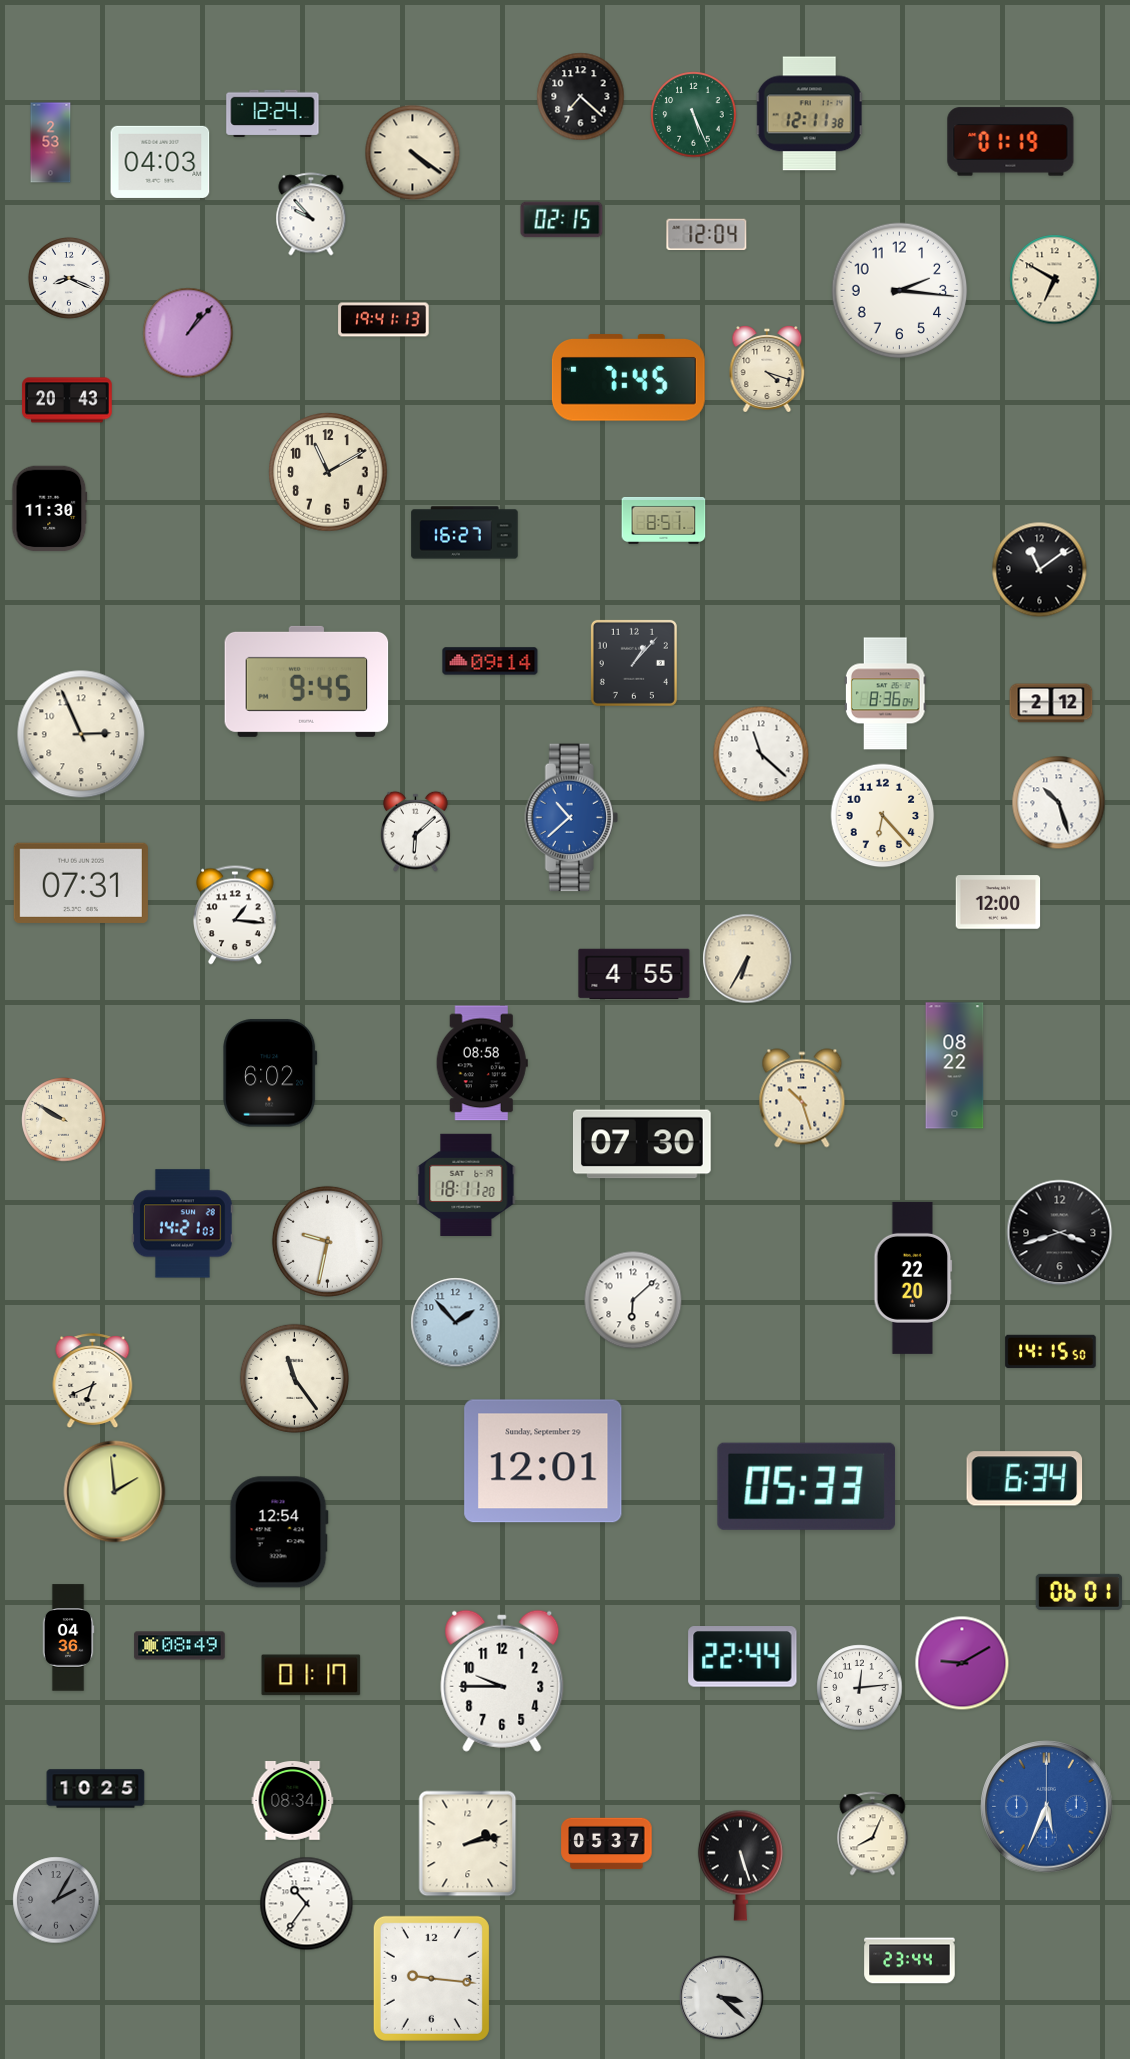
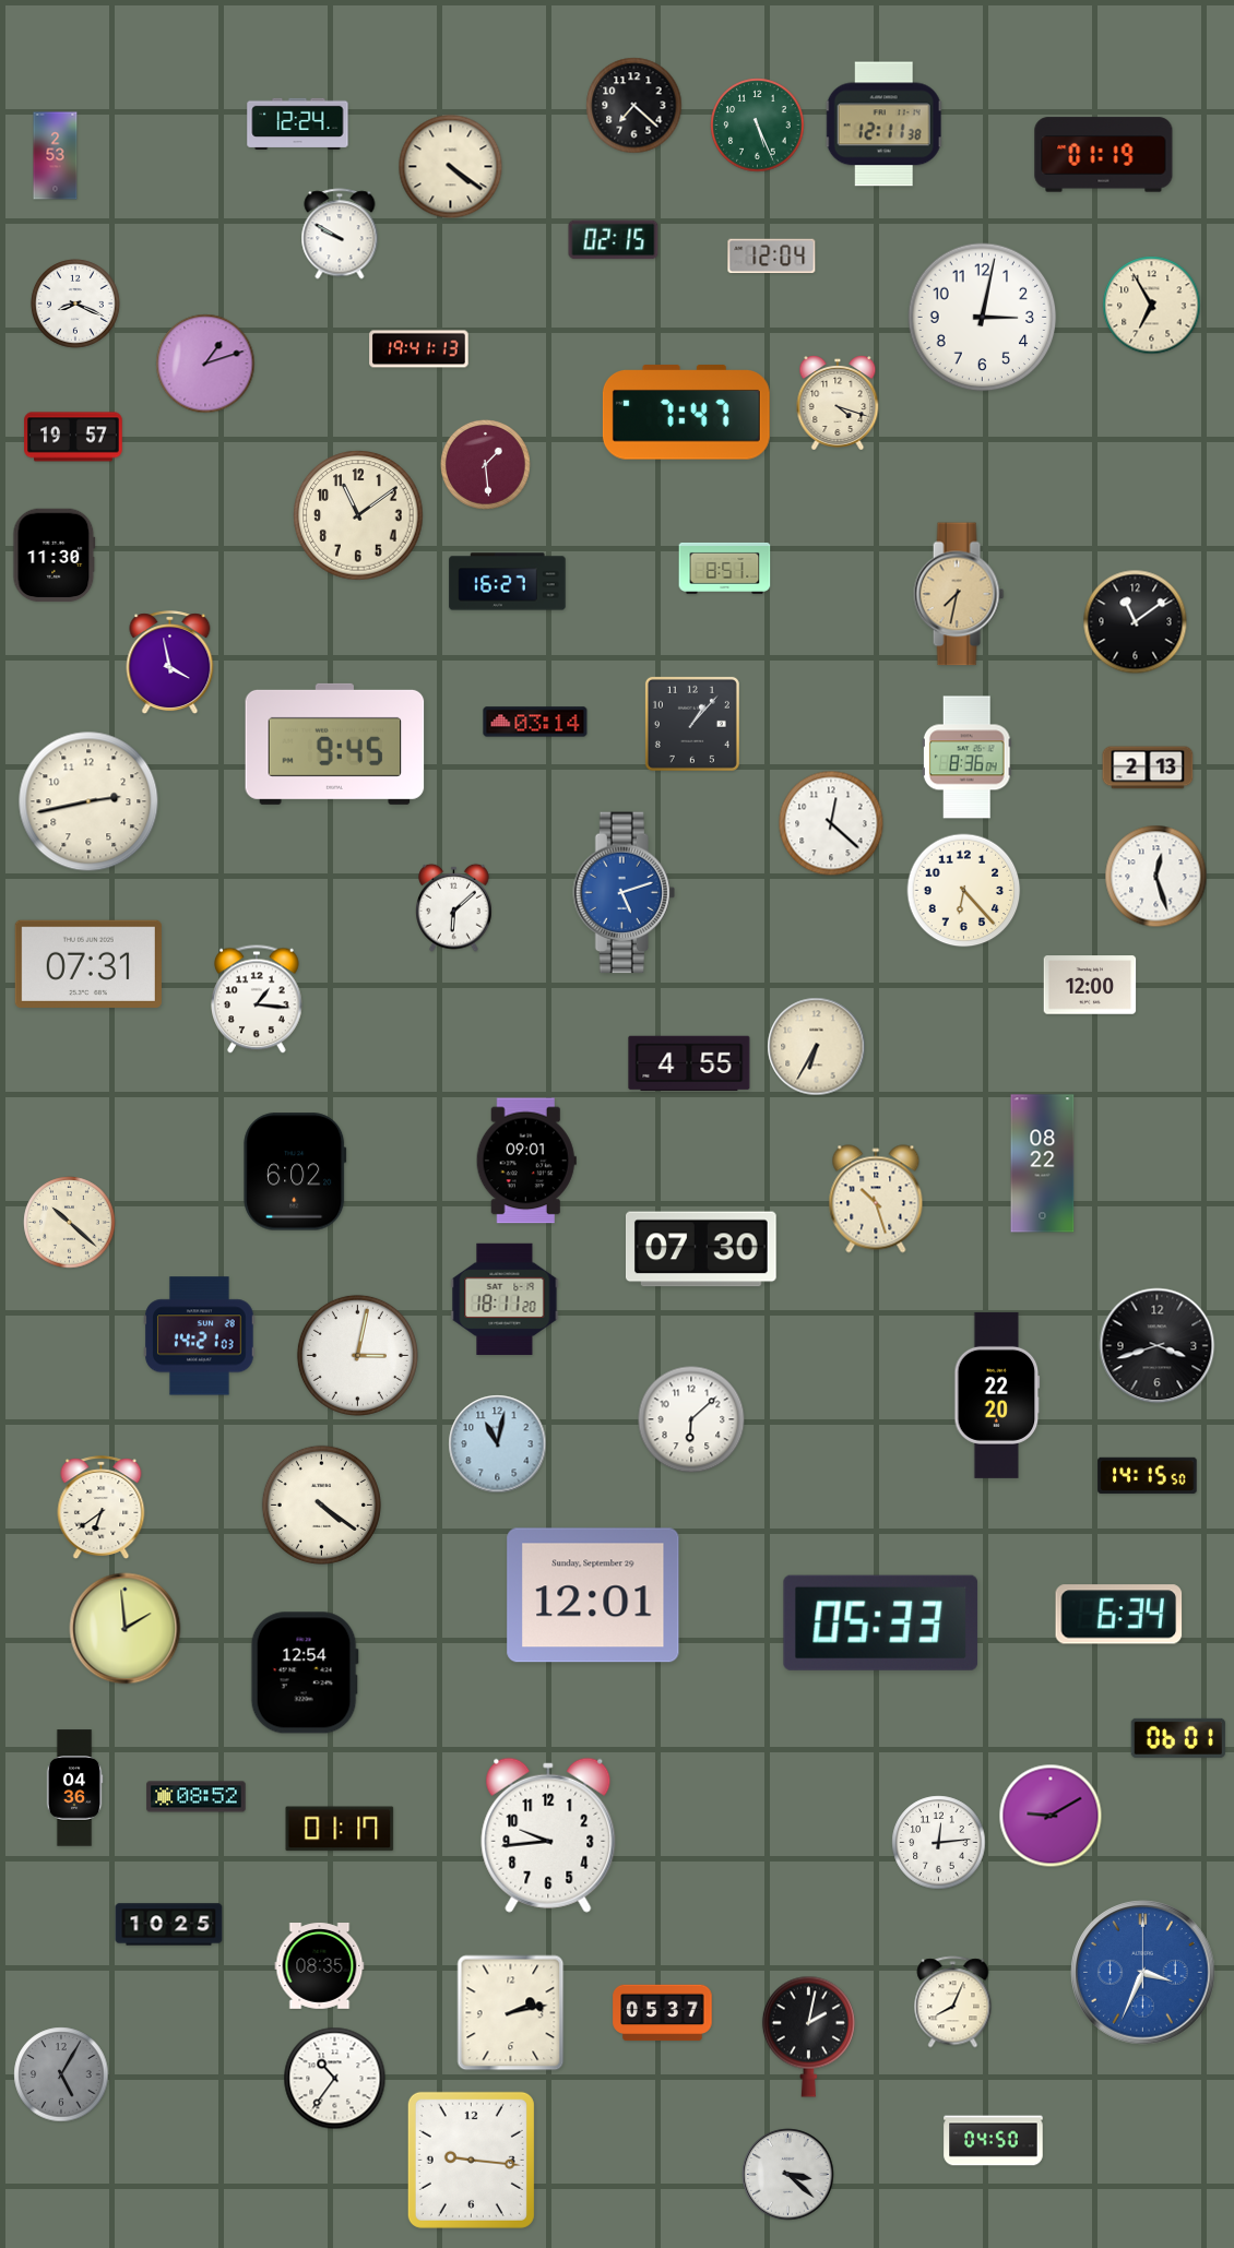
clock at (160, 162): 04:03 -> none
clock at (311, 214): 9:53 -> 9:50
clock at (1055, 280): 6:50 -> 6:55
clock at (900, 291): 2:16 -> 3:02
clock at (188, 333): 1:07 -> 1:12
clock at (628, 378): 7:45 -> 7:47
clock at (67, 400): 20:43 -> 19:57
clock at (486, 465): none -> 1:29
clock at (328, 472): 11:10 -> 11:09
clock at (959, 594): none -> 7:32
clock at (170, 662): none -> 3:58
clock at (490, 661): 09:14 -> 03:14
clock at (1051, 703): 2:12 -> 2:13
clock at (81, 734): 2:56 -> 2:43
clock at (761, 754): 11:22 -> 12:22
clock at (1059, 803): 10:27 -> 12:27
clock at (571, 818): 10:38 -> 5:12
clock at (634, 974) position: (634, 974) -> (689, 1063)
clock at (482, 1063): 08:58 -> 09:01
clock at (64, 1120): 9:50 -> 10:22
clock at (466, 1185) position: (466, 1185) -> (505, 1299)
clock at (327, 1241): 9:32 -> 3:02
clock at (456, 1323): 1:53 -> 11:02
clock at (294, 1378): 11:24 -> 4:21
clock at (93, 1380): 6:41 -> 6:39
clock at (180, 1646): 08:49 -> 08:52
clock at (743, 1657): 22:44 -> none
clock at (502, 1681): 9:45 -> 9:44
clock at (96, 1789) position: (96, 1789) -> (169, 1925)
clock at (293, 1801): 08:34 -> 08:35
clock at (1047, 1807): 5:34 -> 3:34
clock at (740, 1865): 5:27 -> 2:02
clock at (56, 1900): 2:05 -> 5:05
clock at (910, 1961): 23:44 -> 04:50
clock at (722, 1998) position: (722, 1998) -> (788, 2175)
